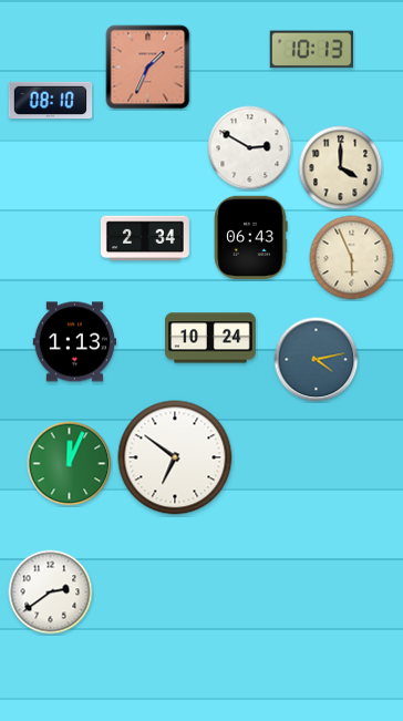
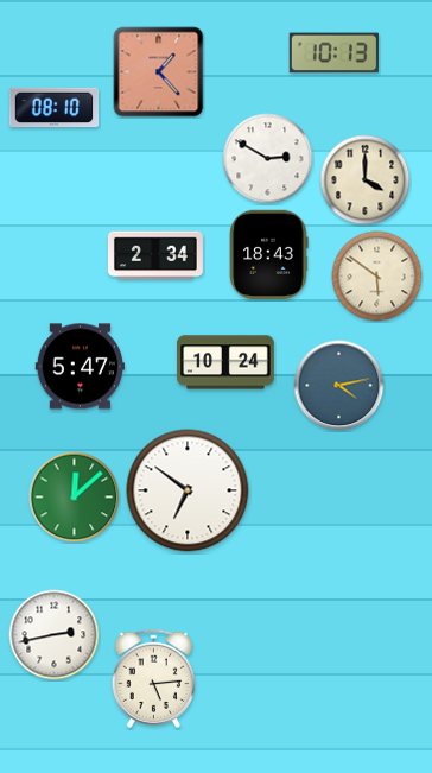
clock at (148, 68): 1:34 -> 1:23
clock at (250, 237): 06:43 -> 18:43
clock at (352, 258): 5:56 -> 5:51
clock at (74, 342): 1:13 -> 5:47
clock at (70, 464): 12:04 -> 12:08
clock at (51, 593): 2:39 -> 2:43
clock at (154, 678): none -> 5:14
